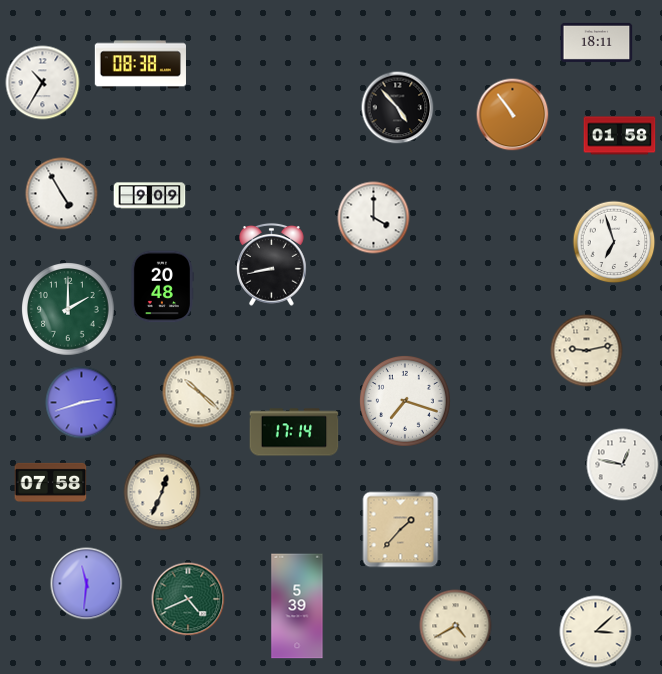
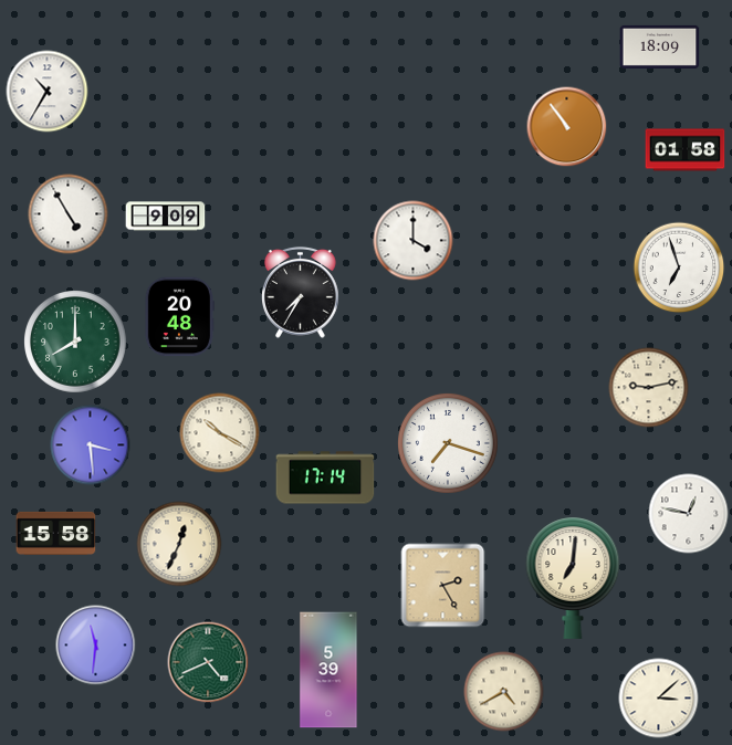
clock at (597, 42): 18:11 -> 18:09
clock at (140, 65): 08:38 -> none
clock at (398, 108): 4:53 -> none
clock at (272, 264): 8:43 -> 7:35
clock at (68, 309): 2:00 -> 8:00
clock at (199, 392): 10:22 -> 10:20
clock at (82, 403): 2:42 -> 3:29
clock at (51, 482): 07:58 -> 15:58
clock at (573, 578): none -> 7:01
clock at (401, 530): 1:37 -> 2:25
